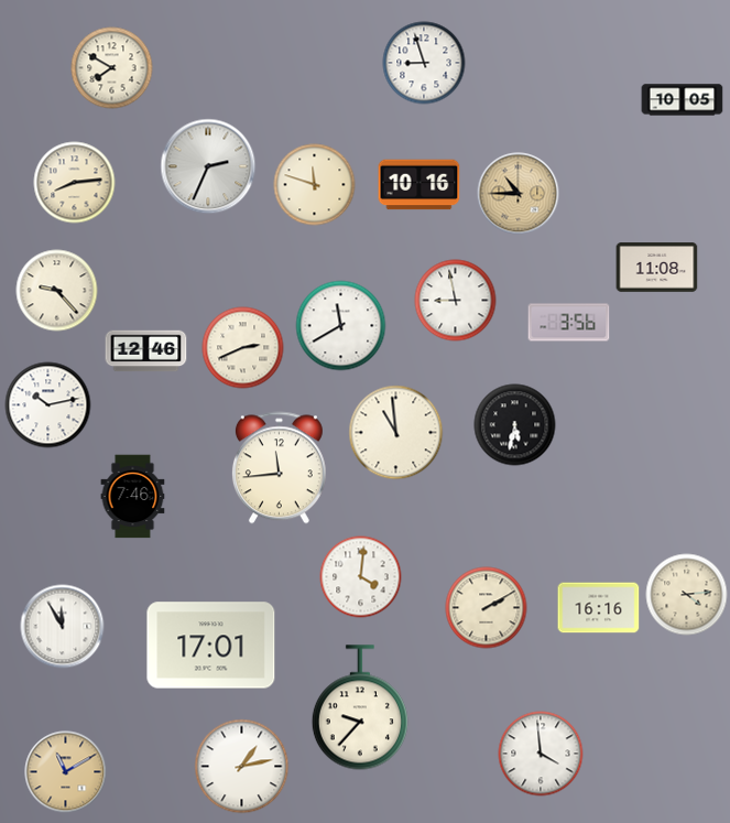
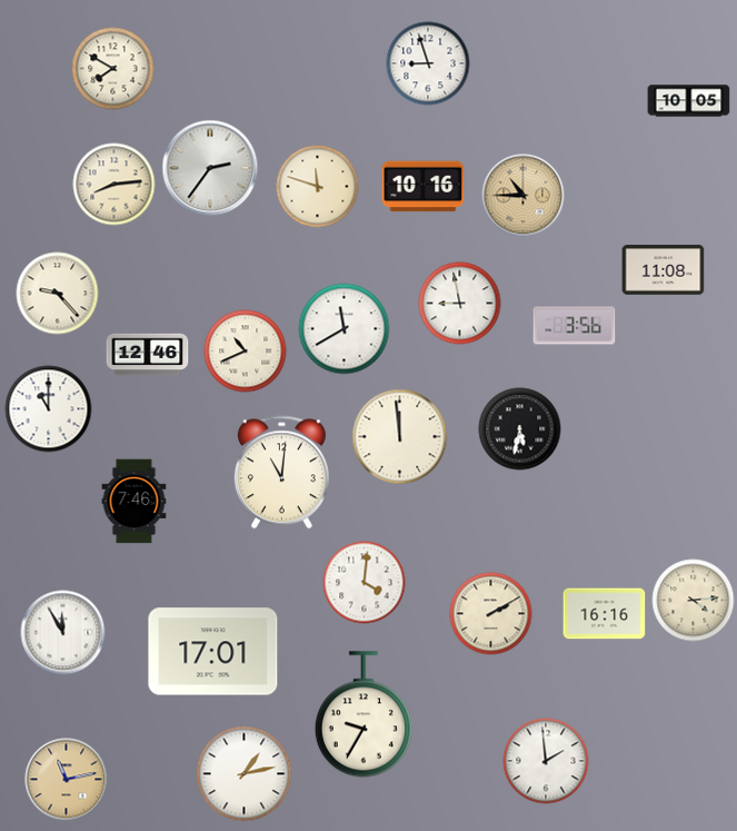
clock at (208, 166): 2:34 -> 2:36
clock at (75, 183) position: (75, 183) -> (114, 185)
clock at (243, 348): 2:41 -> 10:41
clock at (48, 405): 10:13 -> 11:00
clock at (396, 433): 10:59 -> 11:59
clock at (279, 468): 11:44 -> 11:01
clock at (360, 707): 9:37 -> 9:35
clock at (541, 754): 3:59 -> 1:59
clock at (66, 772): 11:10 -> 11:13
